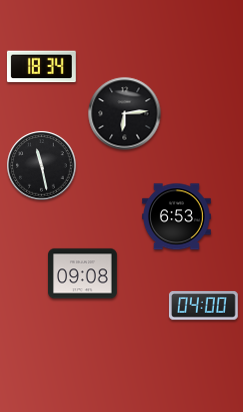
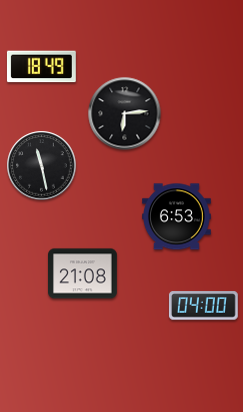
clock at (41, 67): 18:34 -> 18:49
clock at (83, 274): 09:08 -> 21:08
